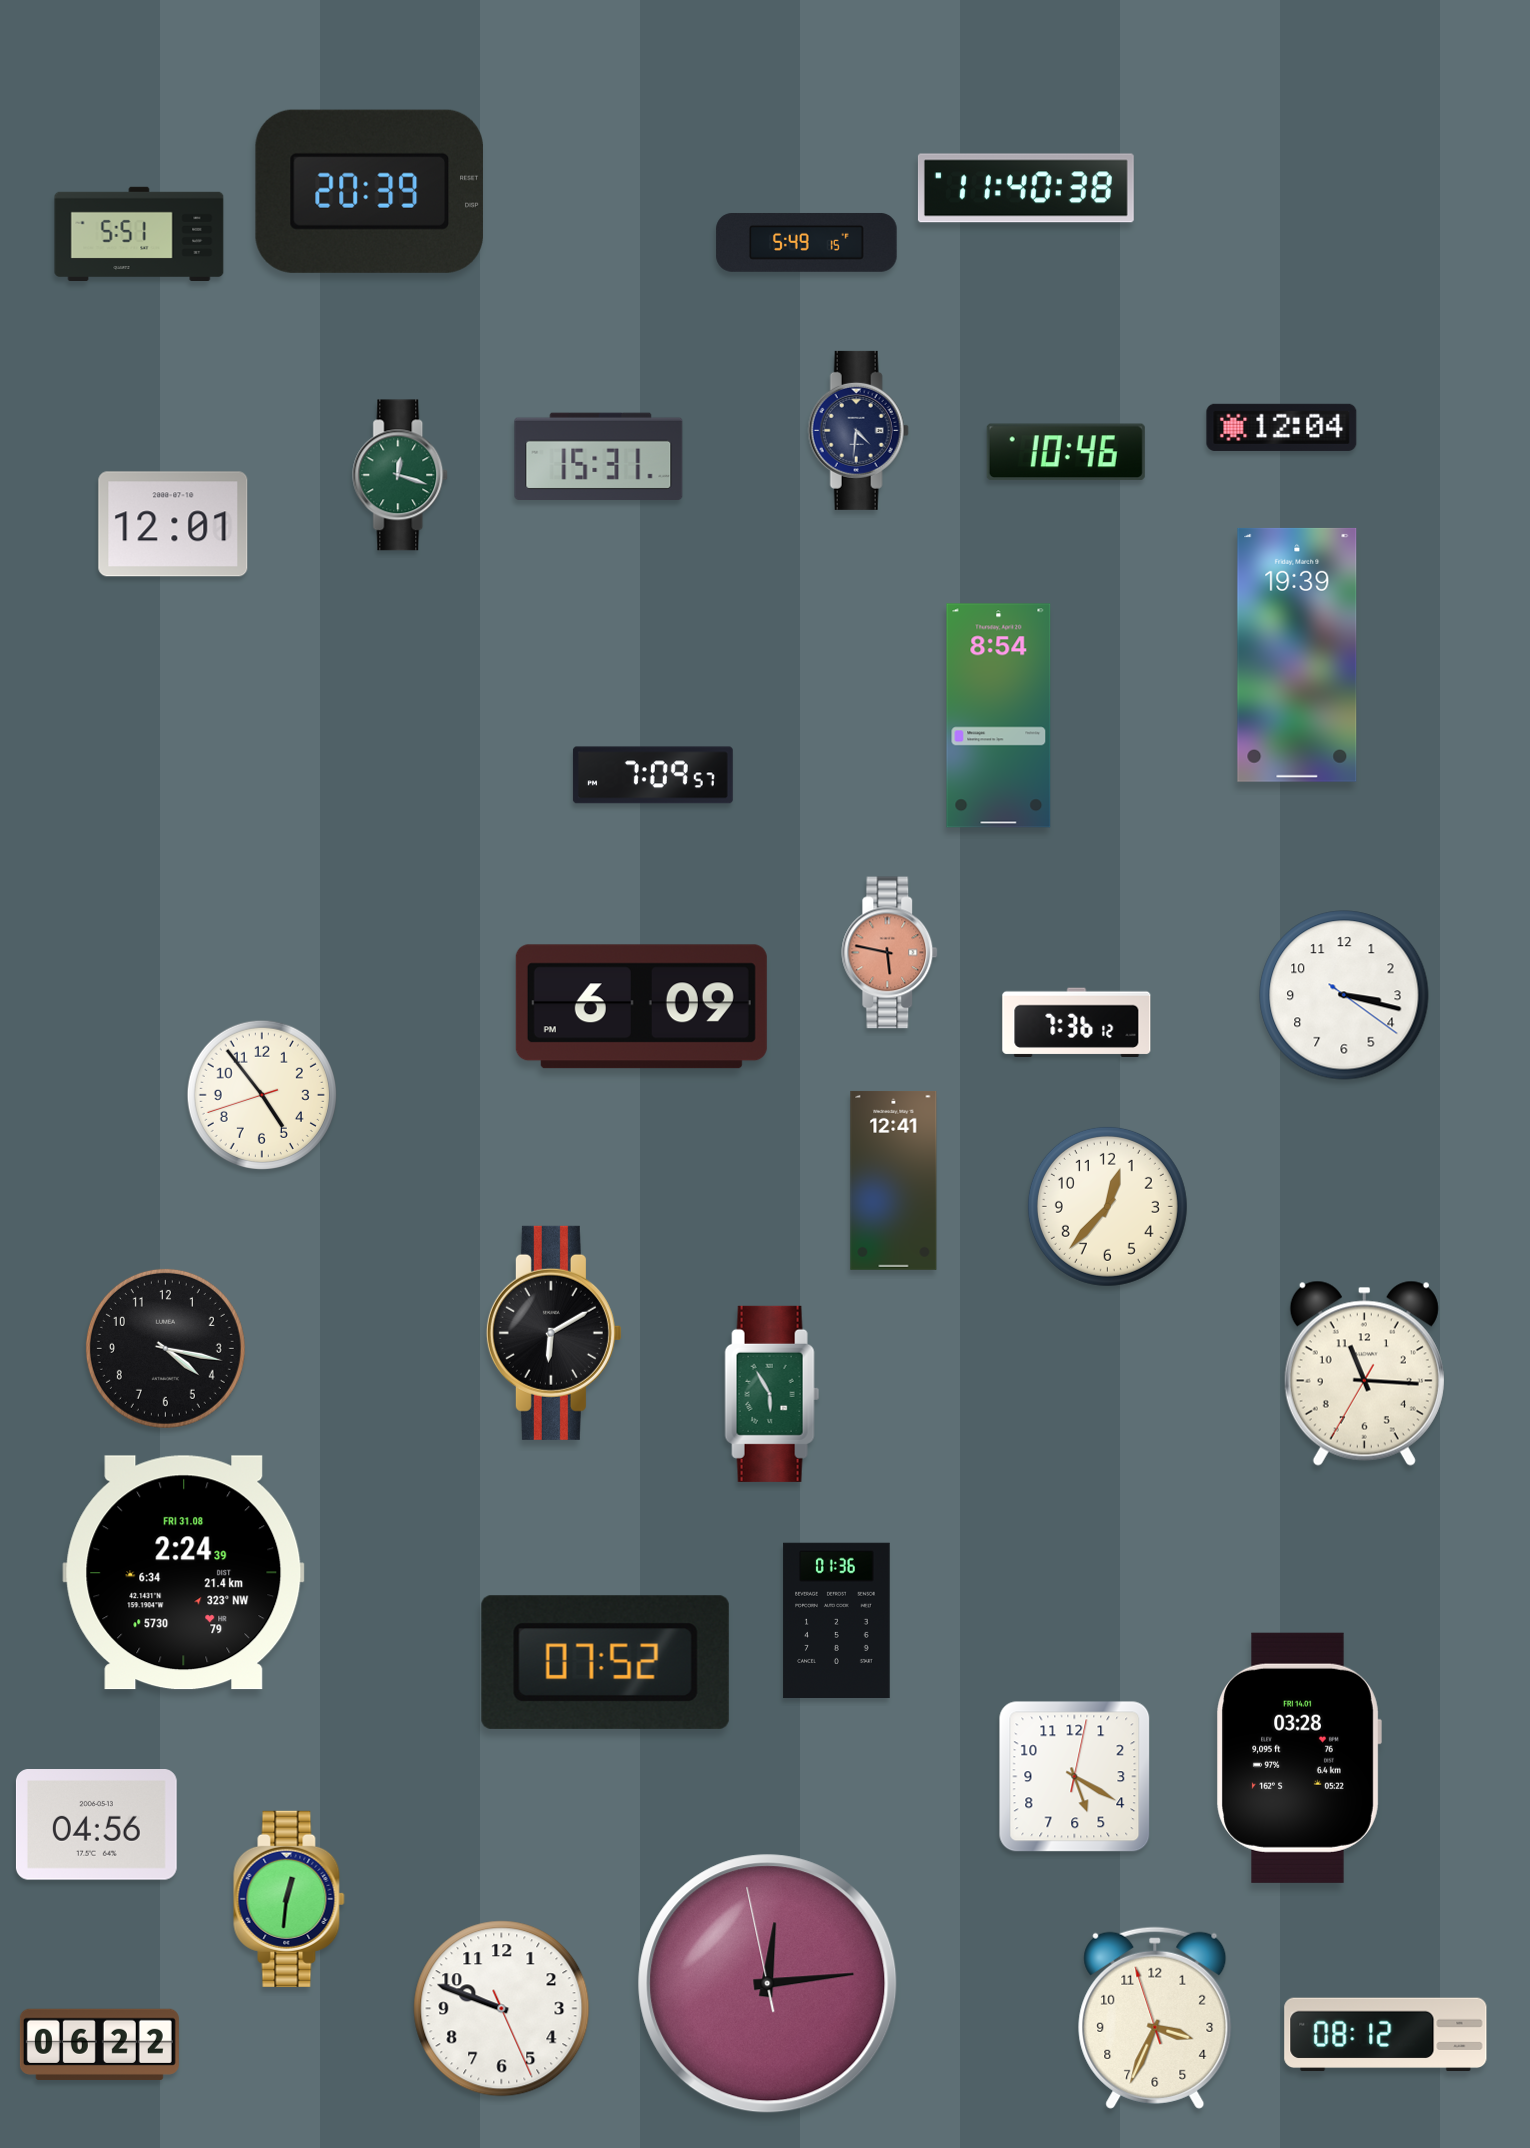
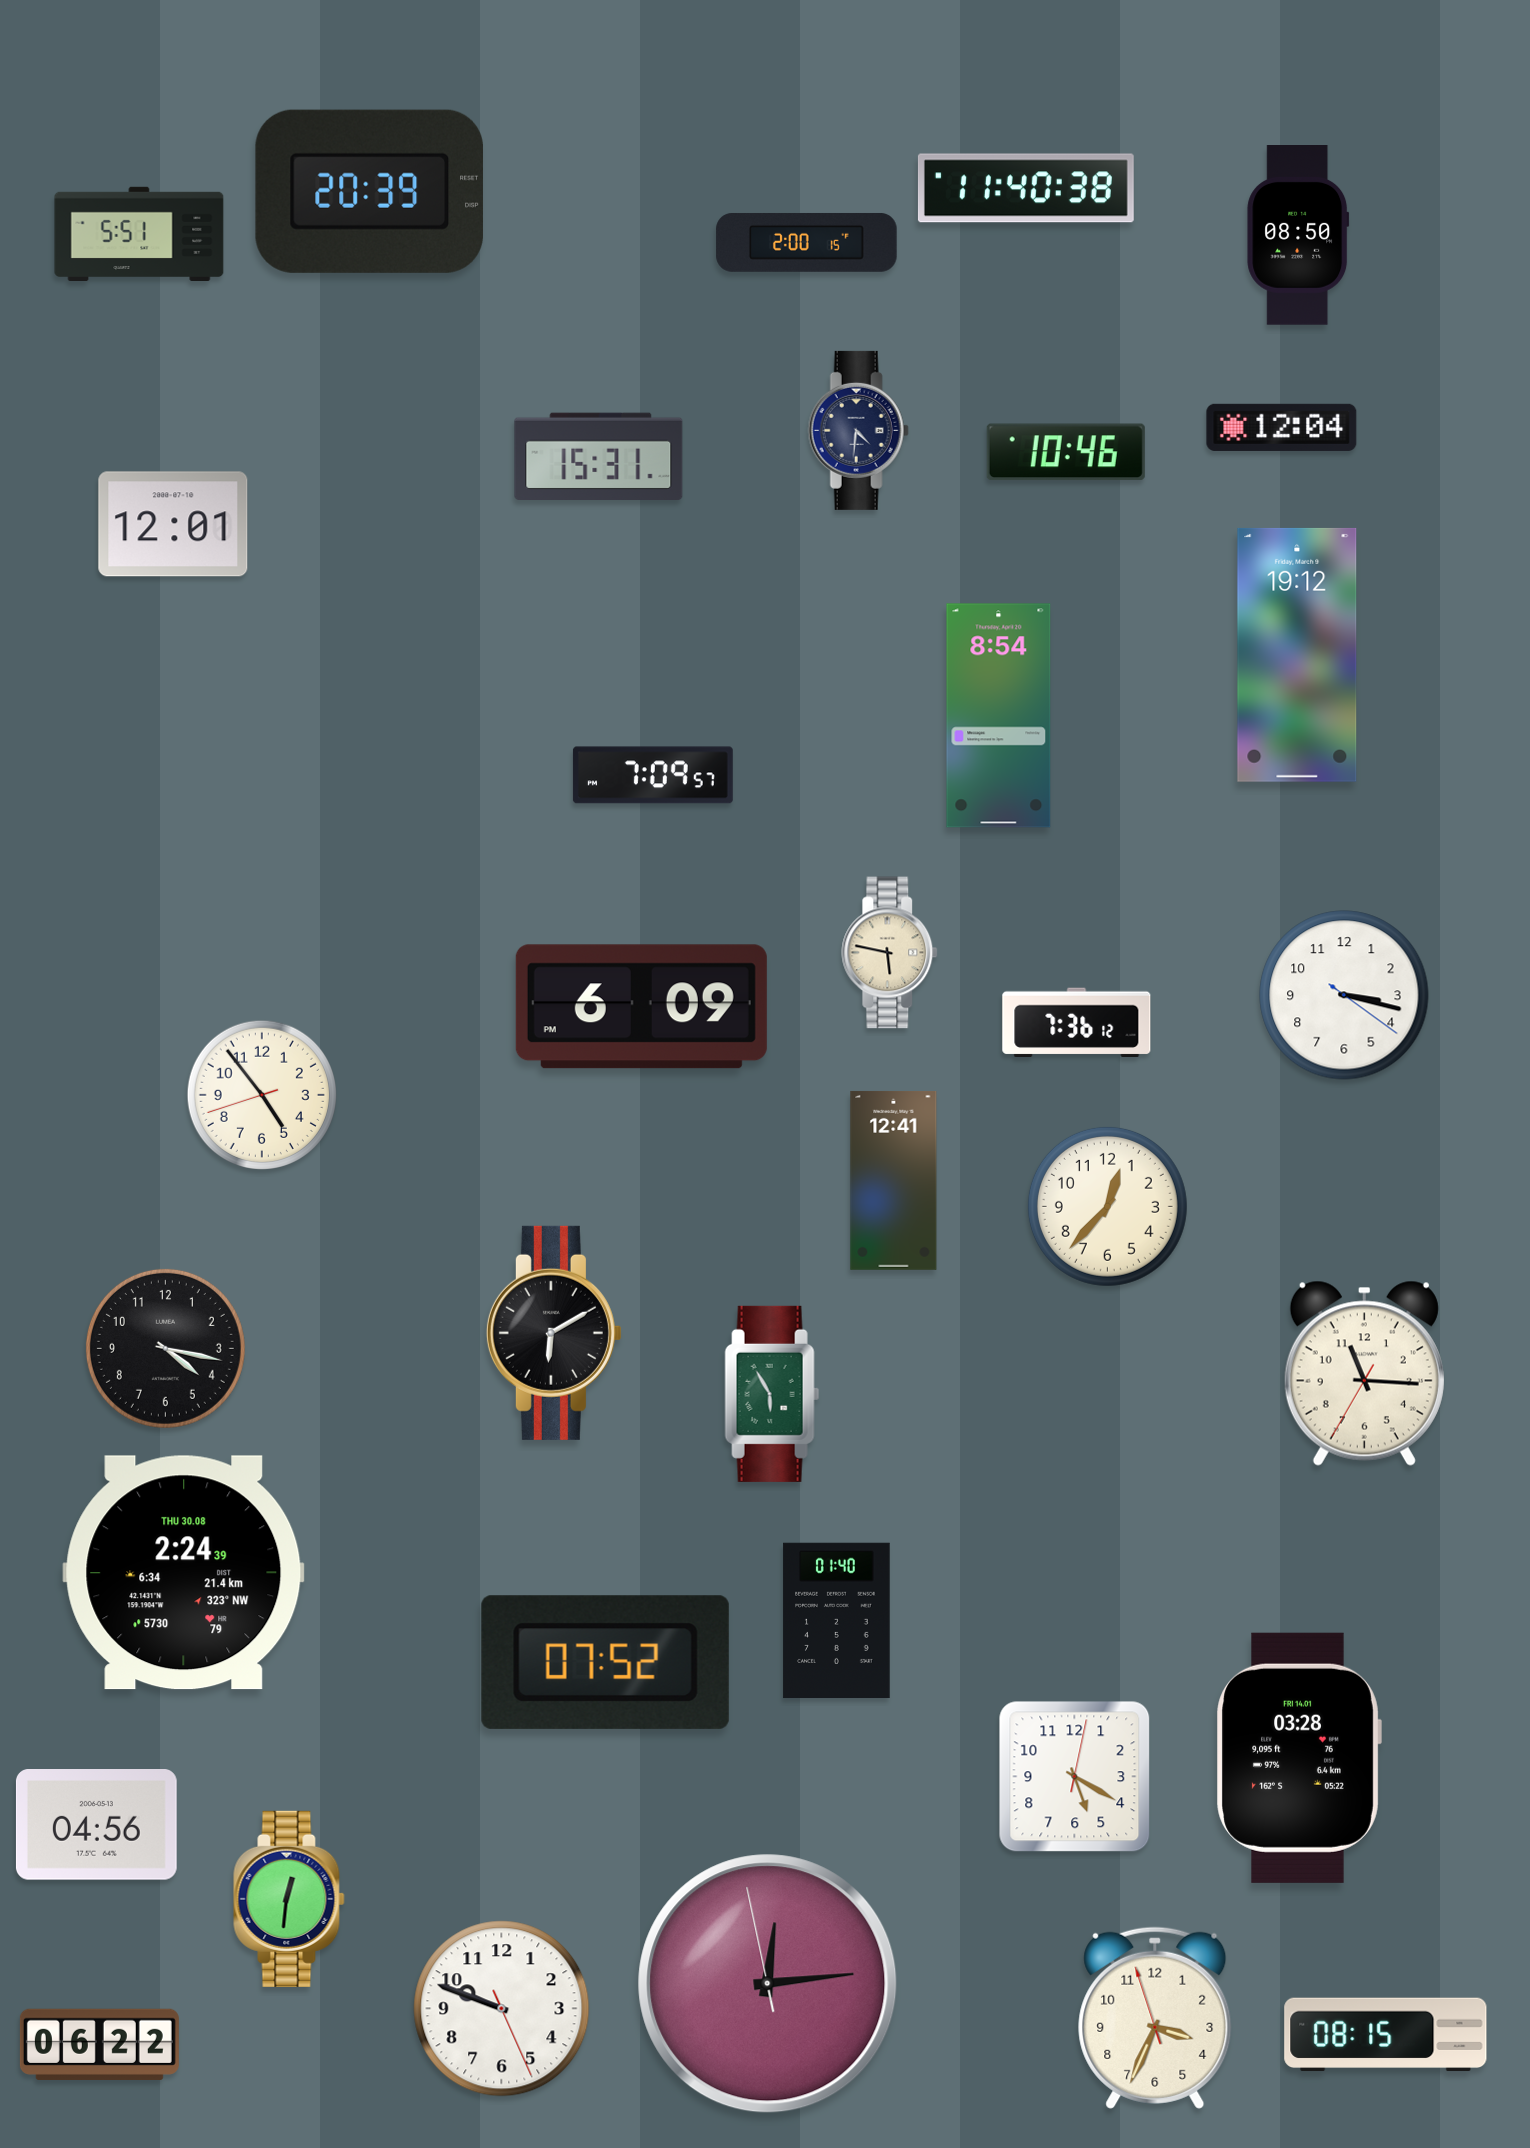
clock at (1298, 236): none -> 08:50
clock at (807, 242): 5:49 -> 2:00
clock at (401, 475): 12:18 -> none
clock at (1297, 655): 19:39 -> 19:12
clock at (890, 953) dial: salmon -> cream
clock at (184, 1573) date: FRI 31.08 -> THU 30.08
clock at (837, 1621): 01:36 -> 01:40
clock at (1386, 2035): 08:12 -> 08:15
